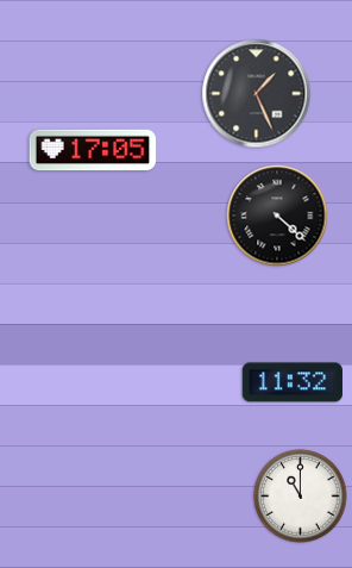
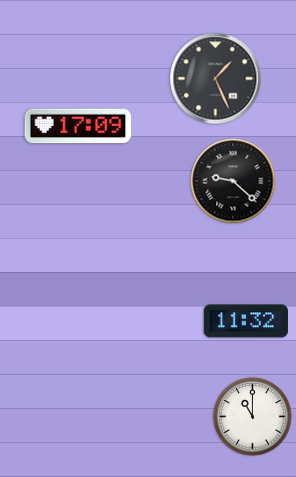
clock at (93, 150): 17:05 -> 17:09
clock at (277, 216): 4:22 -> 9:22
